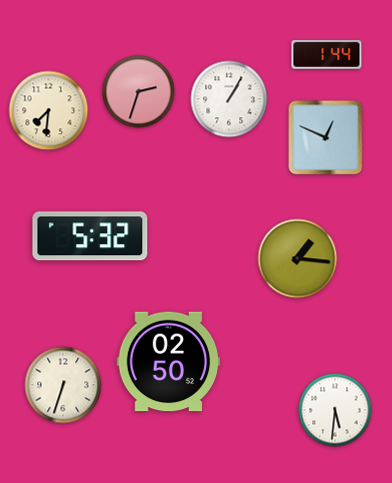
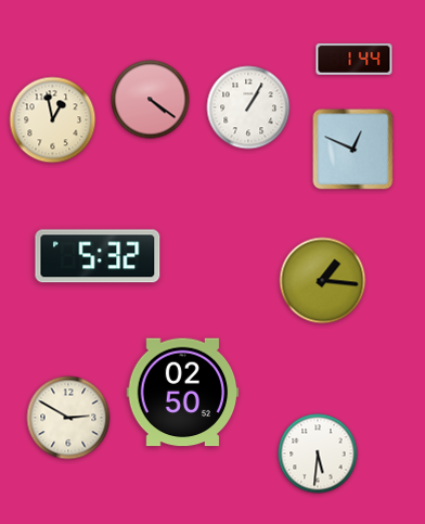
clock at (139, 92): 2:33 -> 4:21
clock at (49, 111): 7:31 -> 12:58
clock at (63, 385): 6:33 -> 2:50
clock at (335, 410) position: (335, 410) -> (318, 453)
